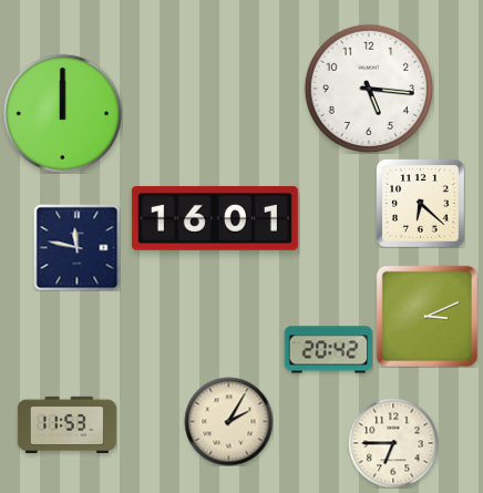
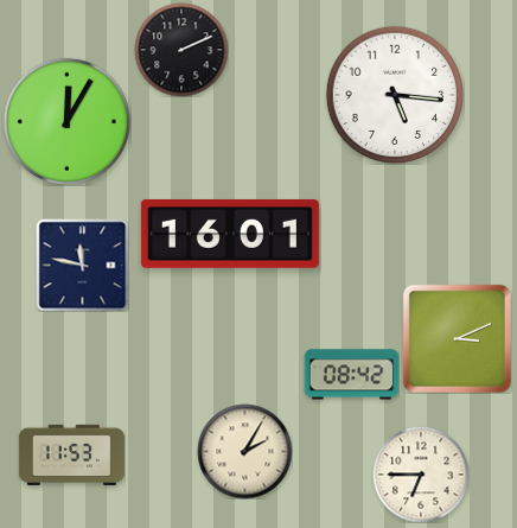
clock at (181, 50): none -> 2:11
clock at (62, 113): 12:00 -> 12:05
clock at (420, 203): 6:22 -> none
clock at (328, 350): 20:42 -> 08:42
